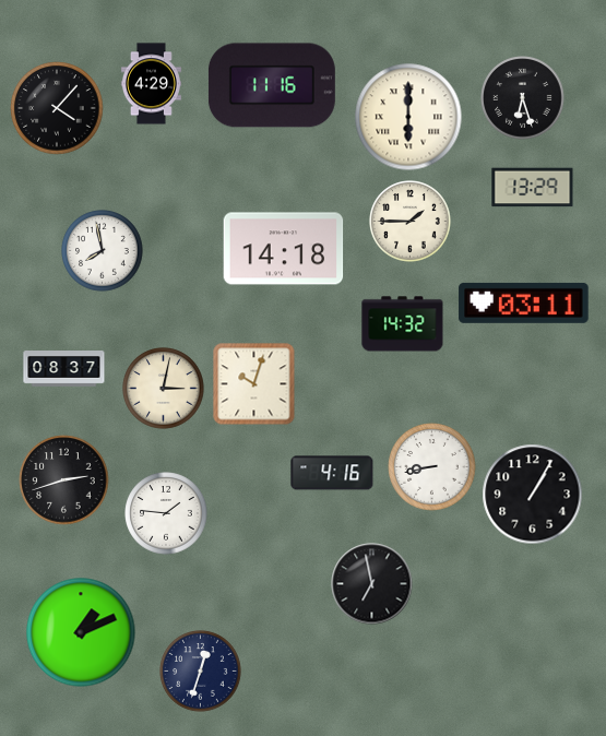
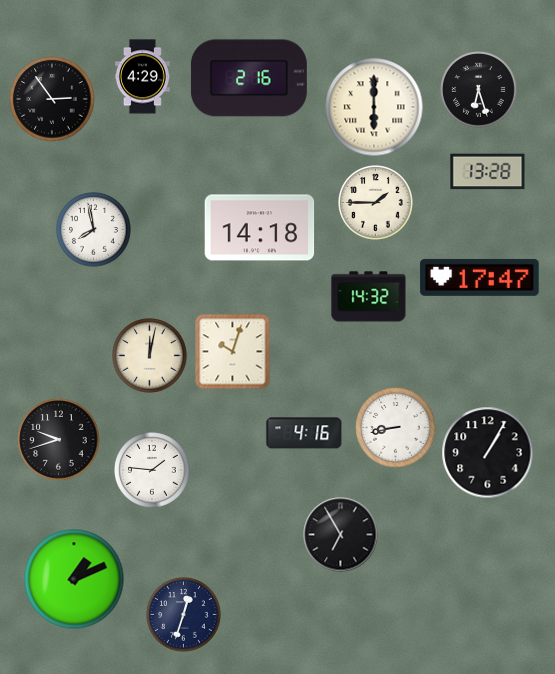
clock at (151, 84) position: (151, 84) -> (142, 77)
clock at (272, 85): 11:16 -> 2:16
clock at (57, 108): 4:07 -> 2:54
clock at (533, 188): 13:29 -> 13:28
clock at (524, 302): 03:11 -> 17:47
clock at (64, 369): 08:37 -> none
clock at (164, 389): 3:02 -> 12:02
clock at (64, 480): 2:42 -> 9:42
clock at (372, 584): 6:58 -> 6:55
